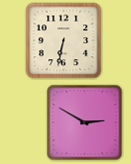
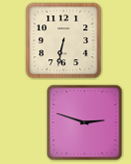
clock at (85, 123): 2:50 -> 2:48
